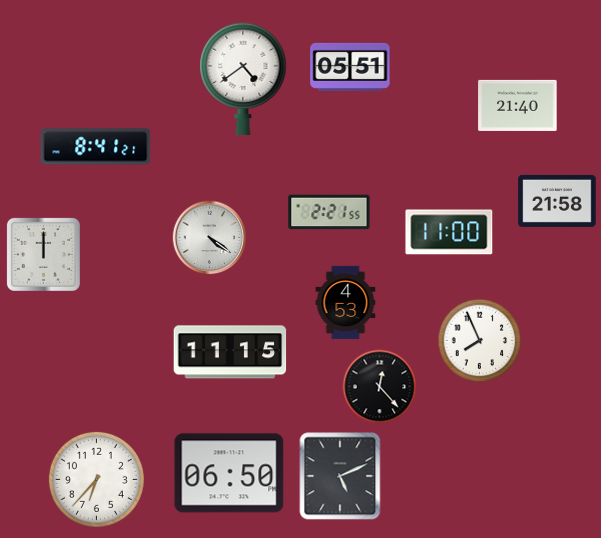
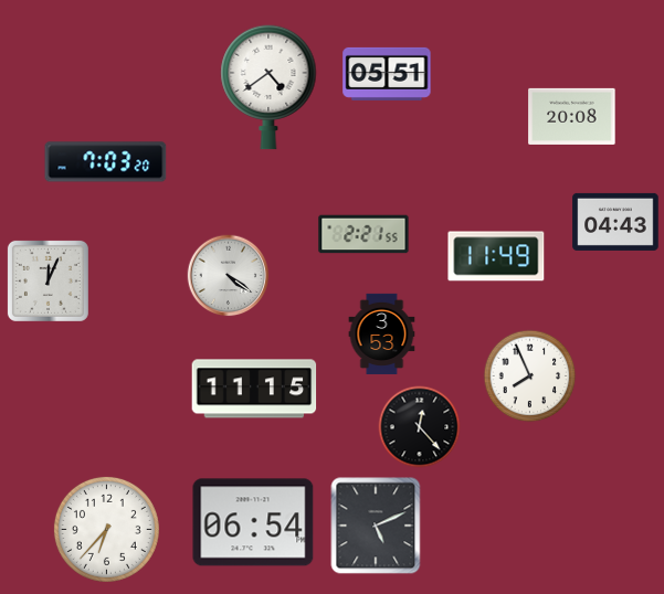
clock at (518, 105): 21:40 -> 20:08
clock at (96, 147): 8:41 -> 7:03
clock at (557, 201): 21:58 -> 04:43
clock at (449, 232): 11:00 -> 11:49
clock at (210, 238) position: (210, 238) -> (229, 276)
clock at (43, 254): 12:00 -> 12:04
clock at (346, 302): 4:53 -> 3:53
clock at (229, 473): 06:50 -> 06:54
